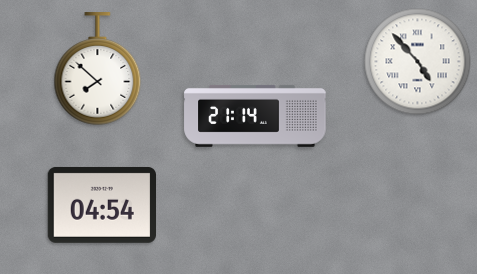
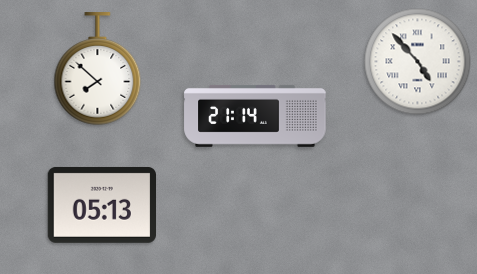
clock at (101, 205): 04:54 -> 05:13
